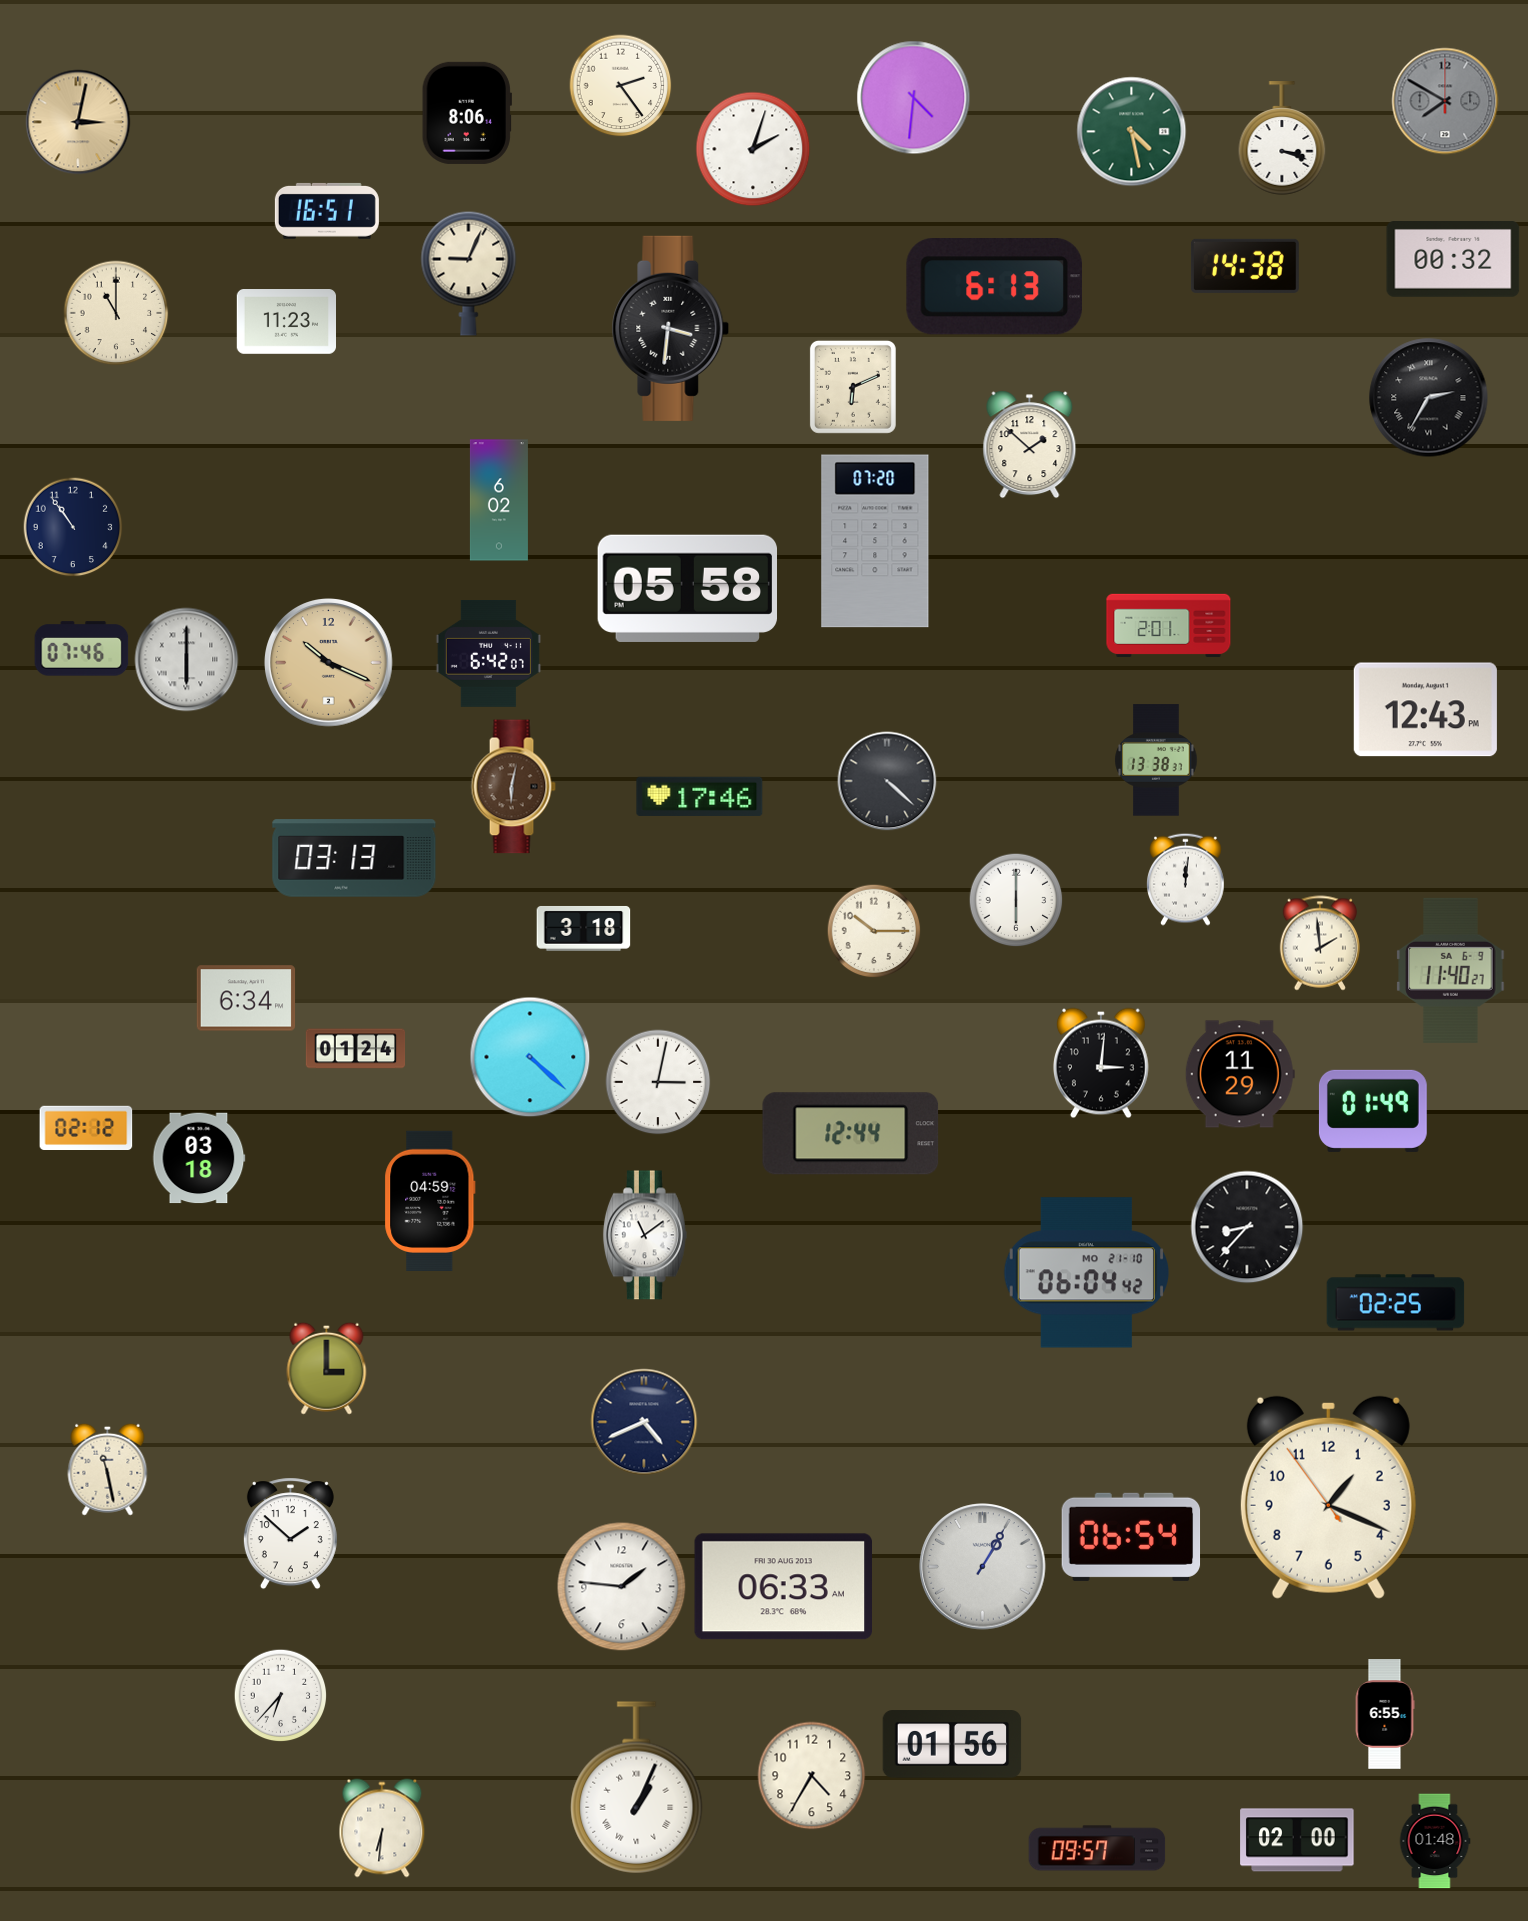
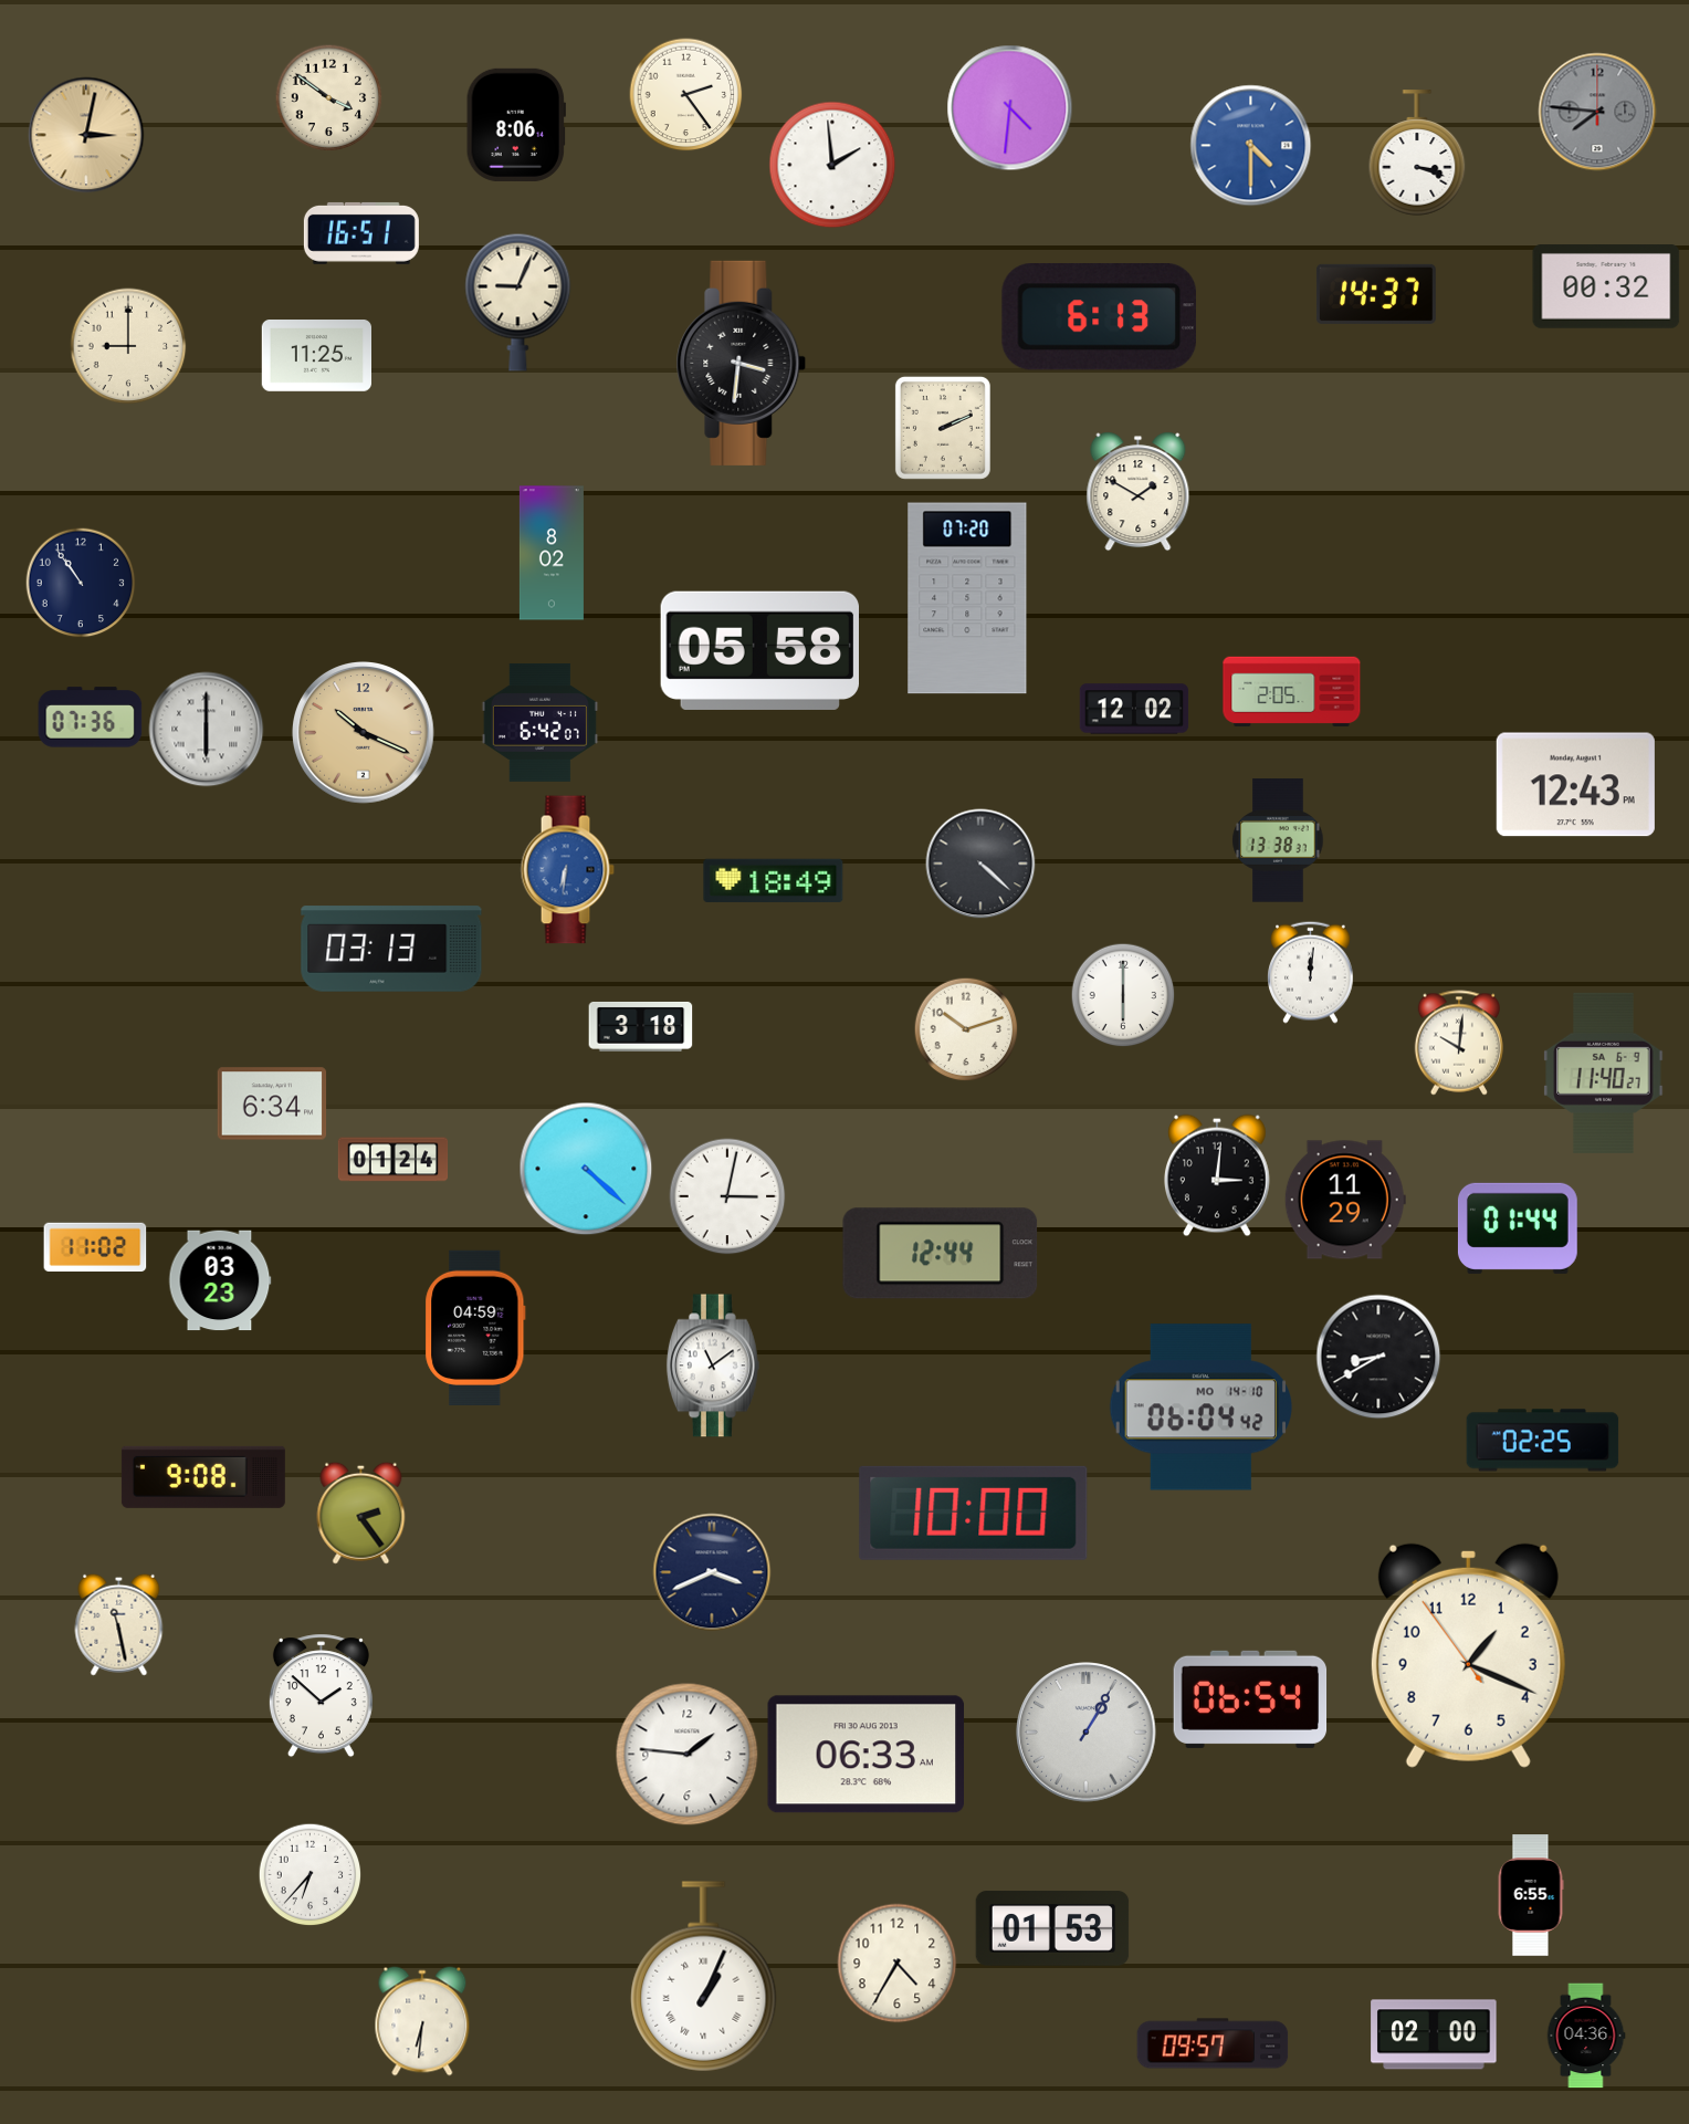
clock at (328, 97): none -> 3:51
clock at (1445, 101): 7:50 -> 7:46
clock at (1132, 132): 4:28 -> 4:30
clock at (1132, 132) dial: green -> blue
clock at (753, 149): 2:03 -> 1:59
clock at (1245, 266): 14:38 -> 14:37
clock at (116, 313): 11:00 -> 9:00
clock at (286, 322): 11:23 -> 11:25
clock at (853, 387): 6:11 -> 2:11
clock at (1429, 398): 2:35 -> none
clock at (1030, 445): 1:52 -> 1:50
clock at (499, 500): 6:02 -> 8:02
clock at (1169, 625): 2:01 -> 2:05
clock at (1134, 709): none -> 12:02
clock at (82, 649): 07:46 -> 07:36
clock at (513, 787): 6:02 -> 6:31
clock at (513, 787) dial: brown -> blue
clock at (700, 796): 17:46 -> 18:49
clock at (584, 929) position: (584, 929) -> (641, 1027)
clock at (874, 931): 10:15 -> 10:12
clock at (1319, 943): 1:59 -> 10:01
clock at (1240, 1074) position: (1240, 1074) -> (1345, 1200)
clock at (1373, 1111): 01:49 -> 01:44
clock at (86, 1127): 02:12 -> 11:02
clock at (199, 1158): 03:18 -> 03:23
clock at (1247, 1227): 8:37 -> 8:40
clock at (1086, 1273) date: MO 21-10 -> MO 14-10
clock at (203, 1477): none -> 9:08
clock at (327, 1368): 3:00 -> 2:24
clock at (974, 1513): none -> 10:00
clock at (644, 1422): 4:41 -> 3:41
clock at (952, 1744): 01:56 -> 01:53
clock at (1435, 1841): 01:48 -> 04:36
